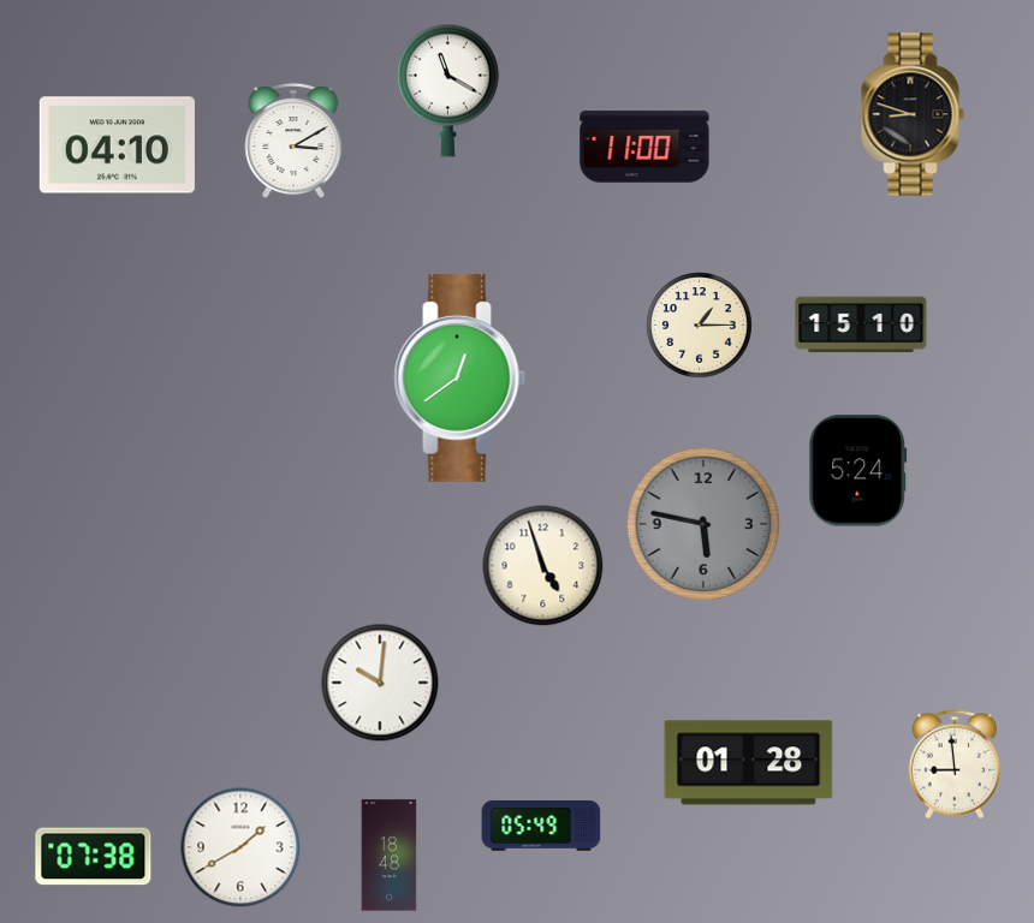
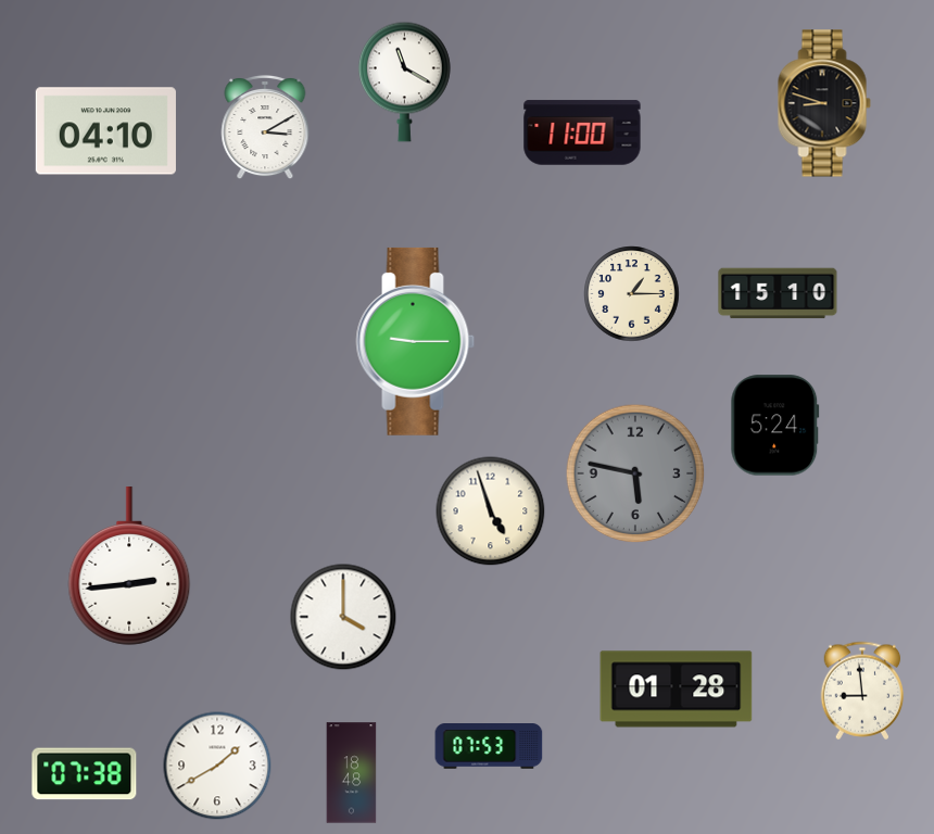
clock at (460, 377): 12:39 -> 9:15
clock at (129, 567): none -> 2:44
clock at (380, 683): 10:01 -> 4:00
clock at (541, 827): 05:49 -> 07:53
